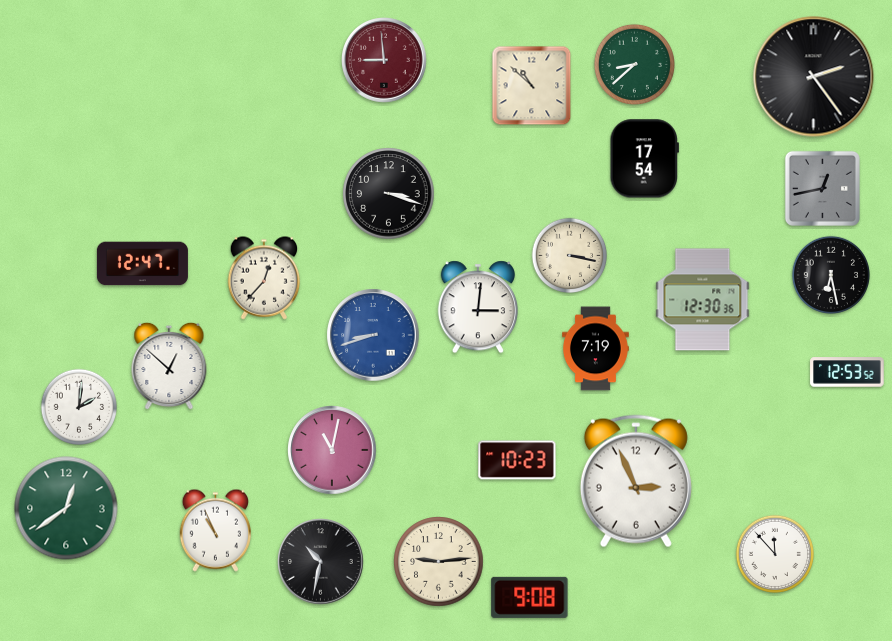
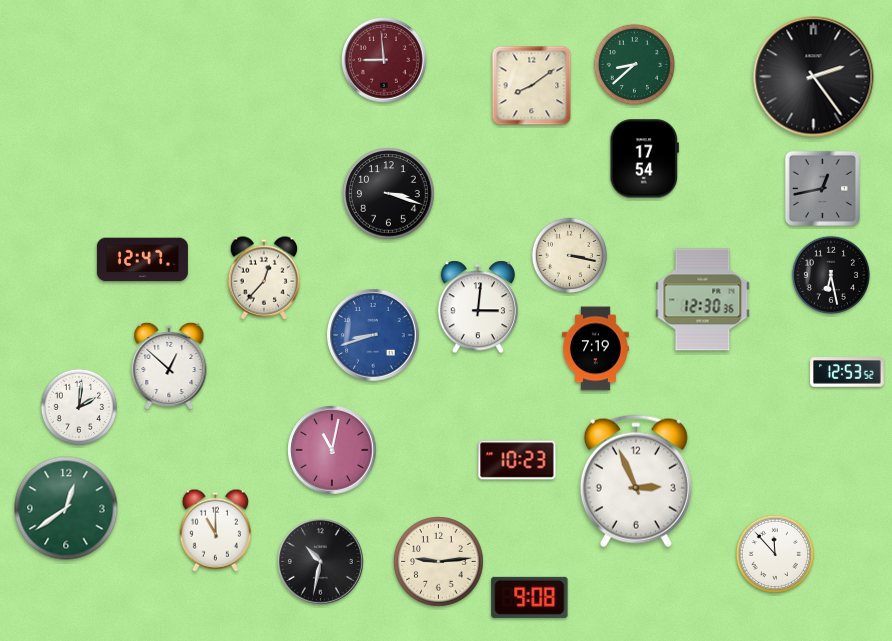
clock at (532, 86): 10:52 -> 8:09
clock at (142, 264) position: (142, 264) -> (142, 260)
clock at (215, 530): 10:56 -> 11:00
